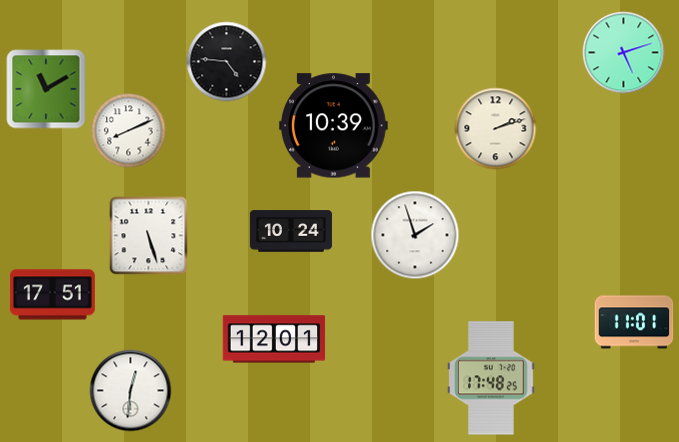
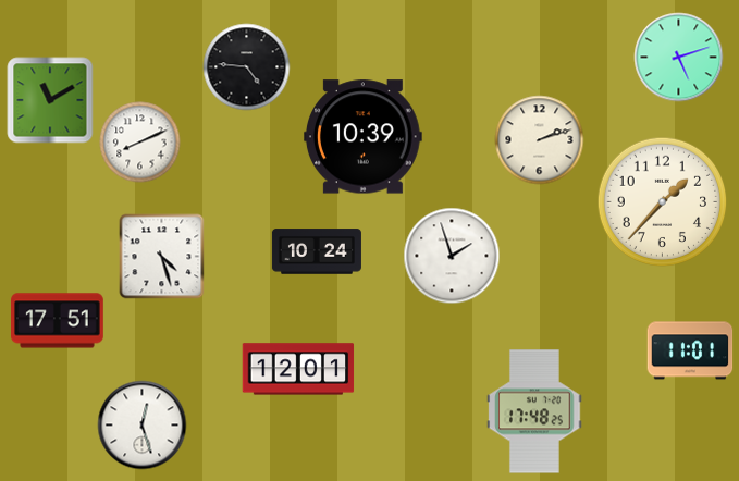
clock at (46, 89) position: (46, 89) -> (50, 100)
clock at (663, 202): none -> 1:37
clock at (149, 236): 5:27 -> 4:27
clock at (131, 391): 12:31 -> 12:27
